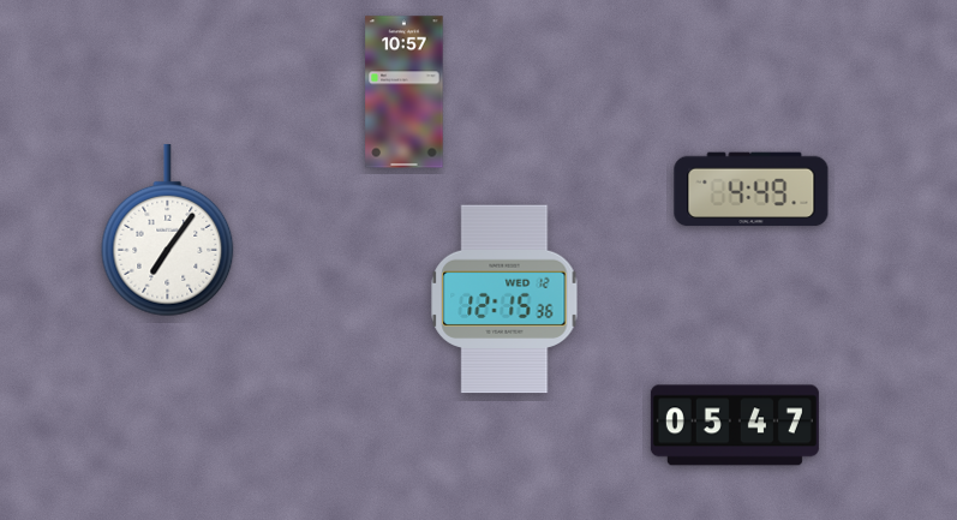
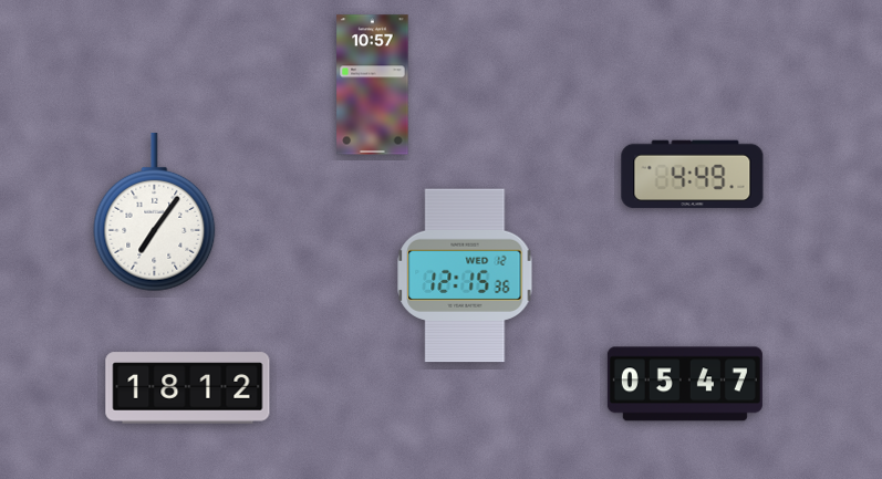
clock at (188, 388): none -> 18:12
clock at (735, 425) position: (735, 425) -> (685, 384)
